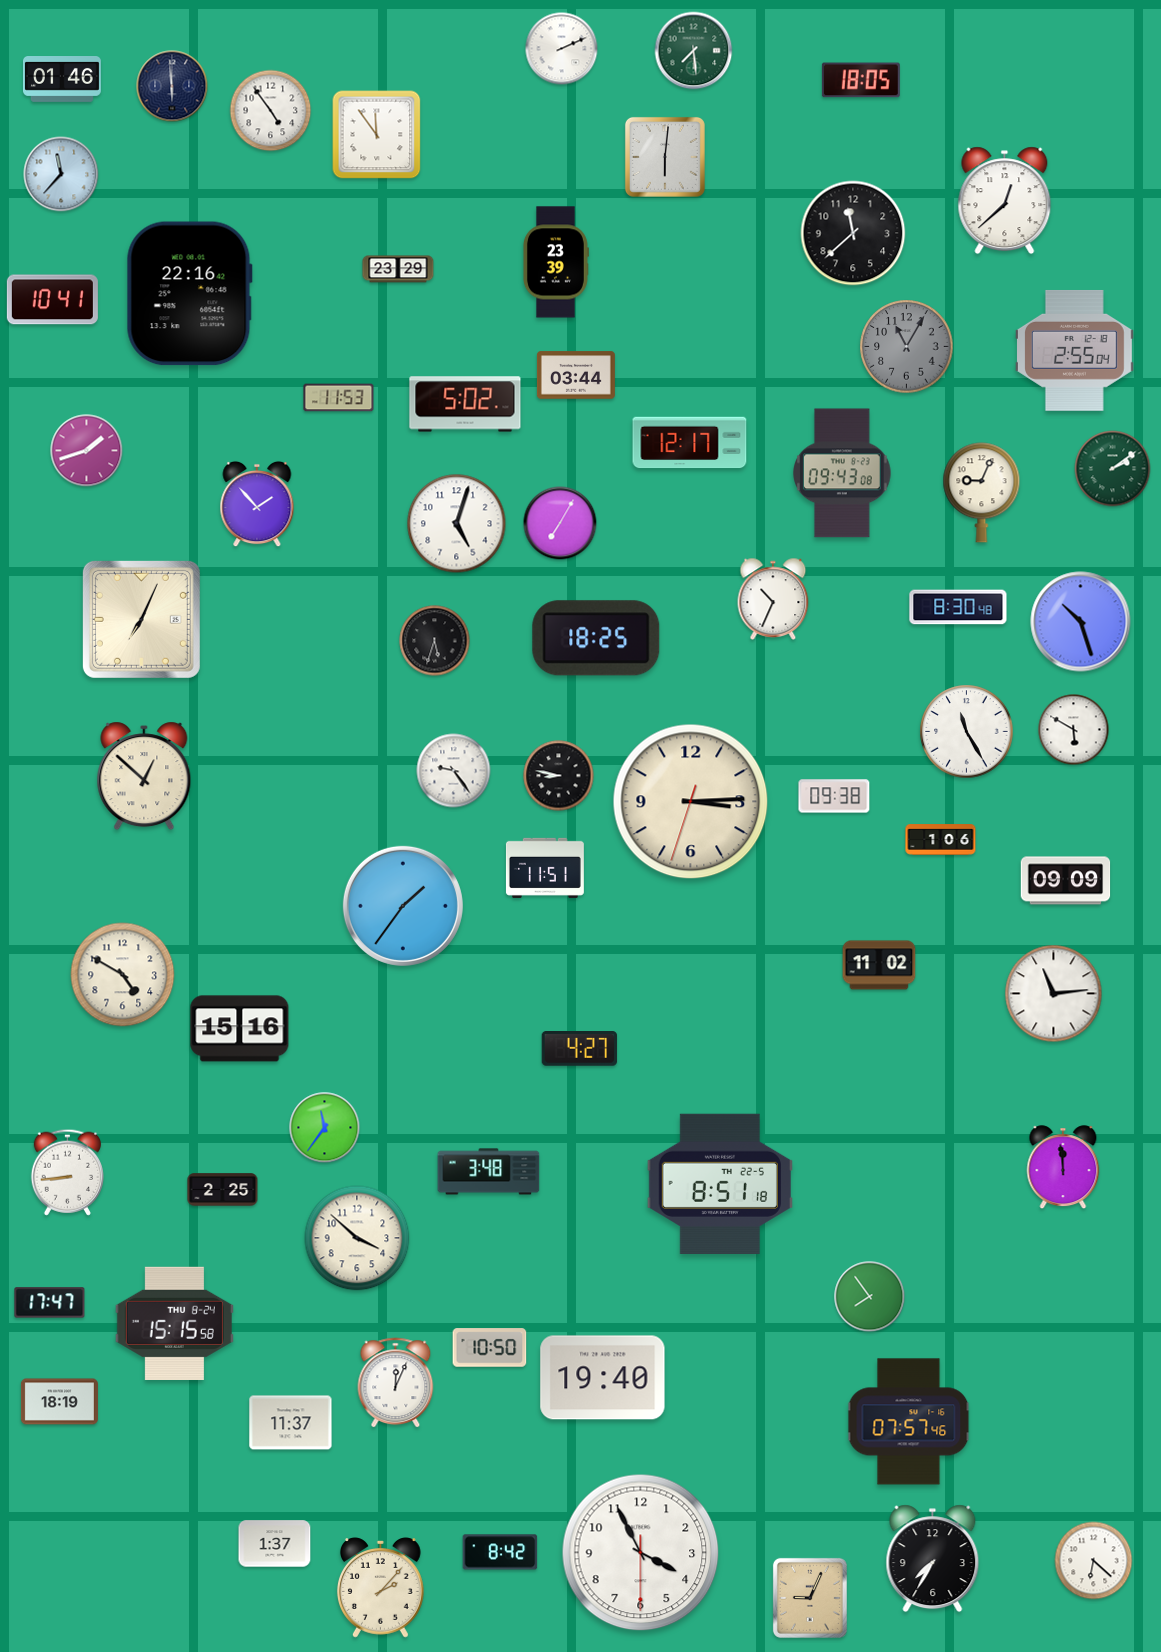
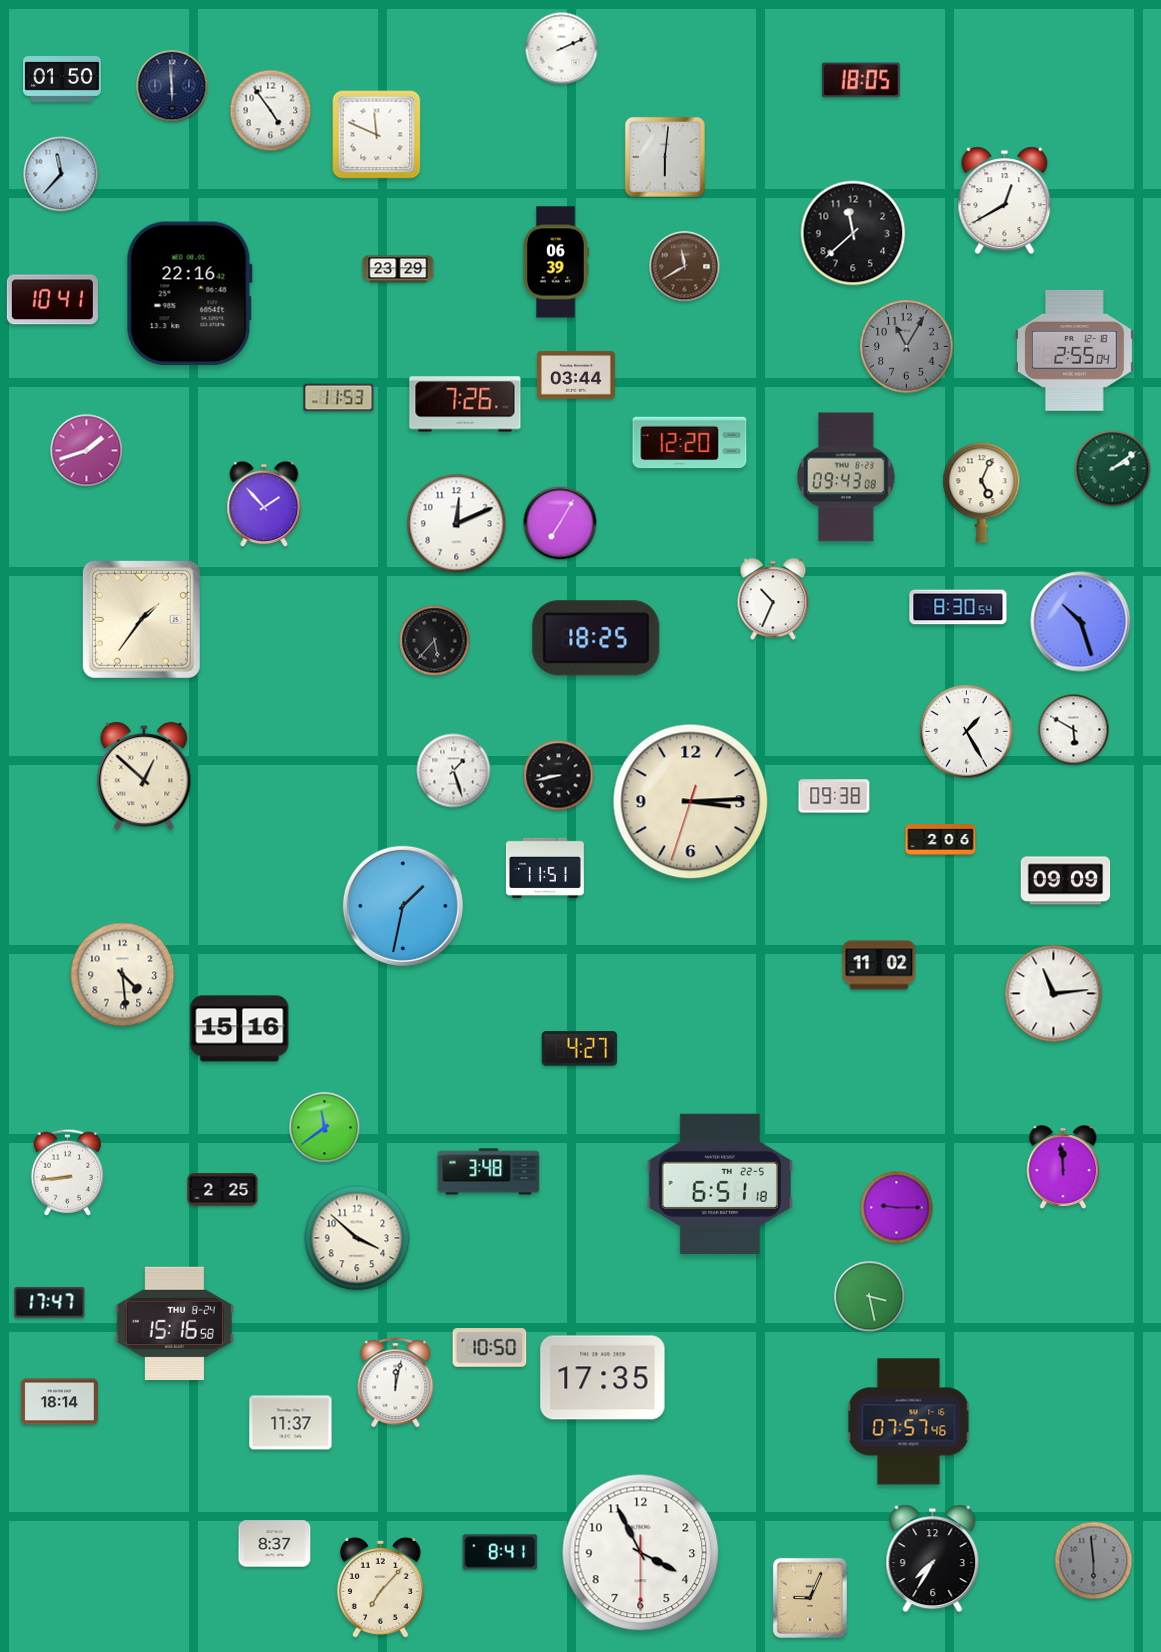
clock at (694, 51): 7:29 -> none
clock at (62, 80): 01:46 -> 01:50
clock at (377, 135): 11:54 -> 11:49
clock at (1005, 201): 12:38 -> 12:40
clock at (555, 262): 23:39 -> 06:39
clock at (685, 267): none -> 11:40
clock at (465, 404): 5:02 -> 7:26
clock at (690, 443): 12:17 -> 12:20
clock at (843, 473) position: (843, 473) -> (847, 477)
clock at (982, 493): 9:04 -> 5:04
clock at (257, 504) position: (257, 504) -> (264, 504)
clock at (457, 524): 5:03 -> 12:11
clock at (958, 607): 8:30:48 -> 8:30:54
clock at (141, 619): 7:04 -> 1:36
clock at (435, 641): 5:33 -> 5:37
clock at (967, 732): 11:25 -> 1:25
clock at (454, 771): 9:24 -> 1:27
clock at (559, 776): 8:47 -> 8:43
clock at (941, 840): 1:06 -> 2:06
clock at (403, 906): 1:36 -> 1:32
clock at (123, 975): 4:50 -> 4:29
clock at (325, 1128): 11:36 -> 11:39
clock at (720, 1184): 8:51 -> 6:51
clock at (897, 1208): none -> 9:15
clock at (870, 1297): 7:54 -> 3:28
clock at (174, 1323): 15:15 -> 15:16
clock at (603, 1378): 19:40 -> 17:35
clock at (396, 1383): 12:04 -> 12:02
clock at (59, 1402): 18:19 -> 18:14
clock at (275, 1544): 1:37 -> 8:37
clock at (500, 1552): 8:42 -> 8:41
clock at (1094, 1561): 6:22 -> 5:59
clock at (1094, 1561) dial: white -> grey
clock at (380, 1588): 2:07 -> 7:07
